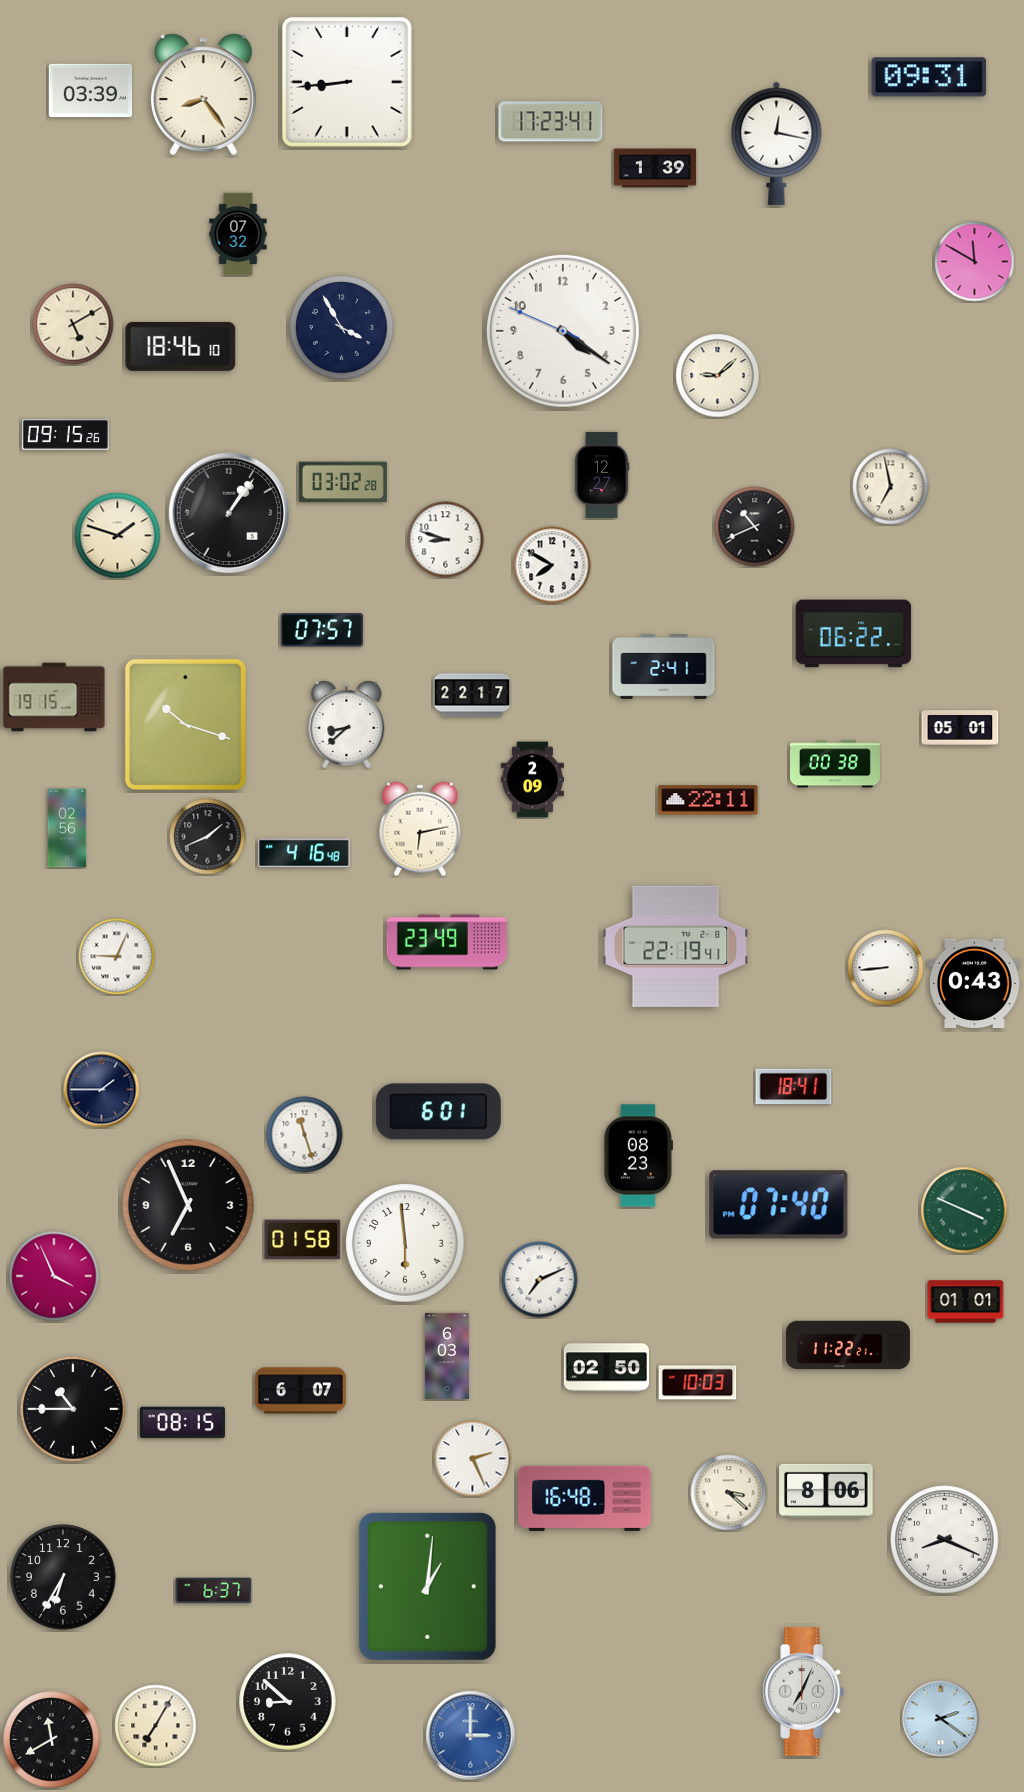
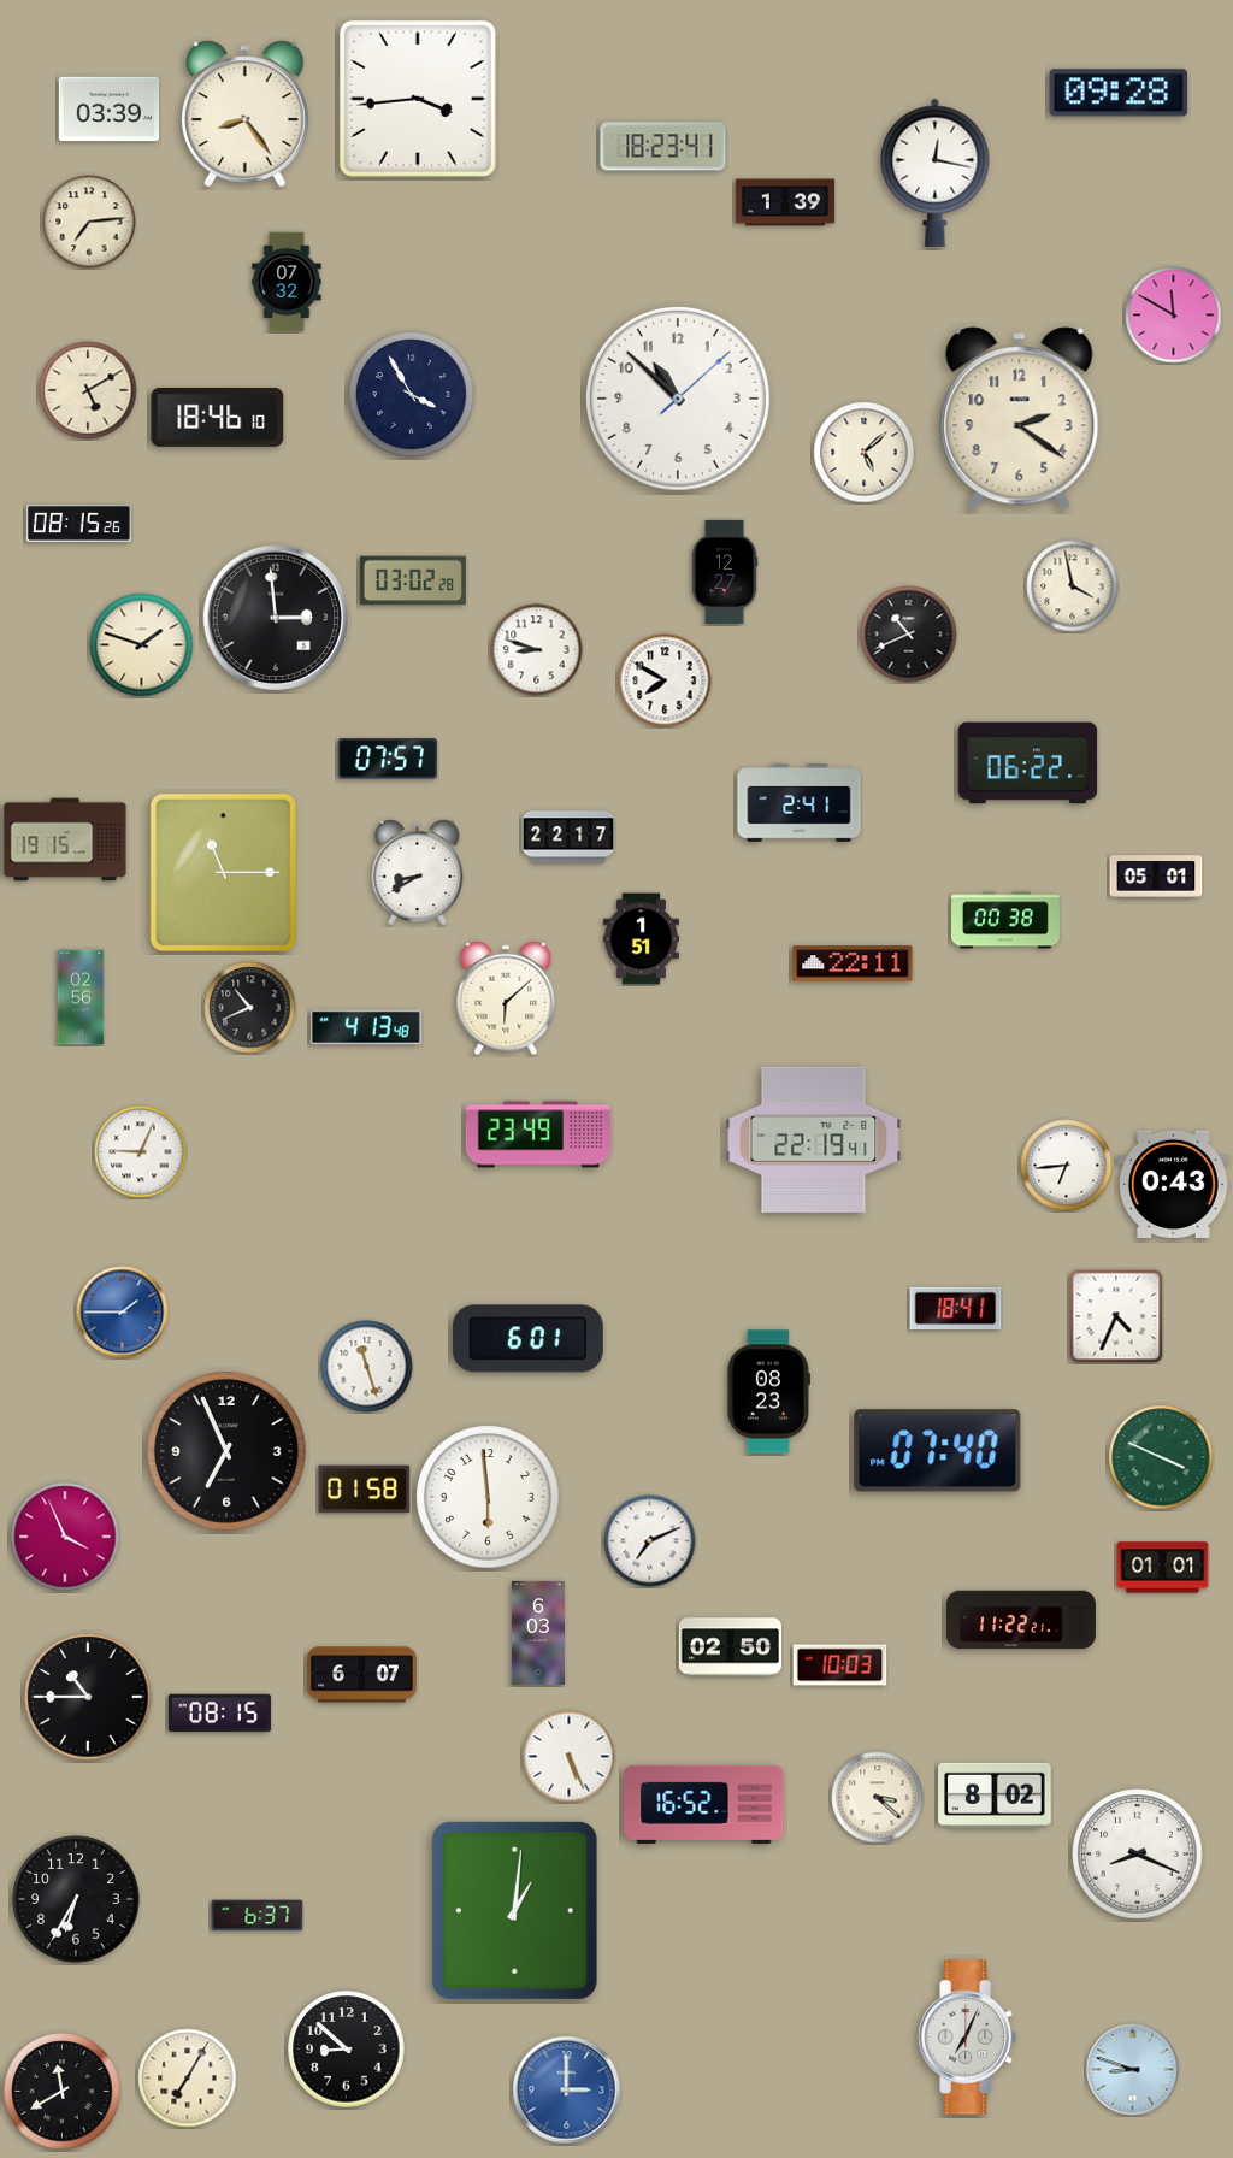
clock at (929, 77): 09:31 -> 09:28
clock at (347, 82): 8:44 -> 3:44
clock at (551, 122): 17:23 -> 18:23
clock at (655, 168) position: (655, 168) -> (785, 202)
clock at (89, 222): none -> 7:14
clock at (563, 331): 4:20 -> 10:52
clock at (1020, 419): none -> 2:21
clock at (718, 376): 9:08 -> 5:08
clock at (65, 434): 09:15 -> 08:15
clock at (891, 487): 6:58 -> 3:58
clock at (229, 513): 1:06 -> 2:59
clock at (347, 724): 8:38 -> 8:40
clock at (186, 725): 10:18 -> 11:15
clock at (532, 780): 2:09 -> 1:51
clock at (420, 829): 6:13 -> 6:08
clock at (208, 837): 1:41 -> 10:41
clock at (305, 853): 4:16 -> 4:13
clock at (886, 968): 8:44 -> 6:44
clock at (102, 1090) dial: navy -> blue
clock at (1116, 1316): none -> 4:34
clock at (303, 1240) position: (303, 1240) -> (365, 1490)
clock at (473, 1459): 2:26 -> 5:26
clock at (826, 1491): 8:06 -> 8:02
clock at (585, 1498): 16:48 -> 16:52
clock at (941, 1719): 2:21 -> 8:48
clock at (52, 1740) position: (52, 1740) -> (63, 2092)
